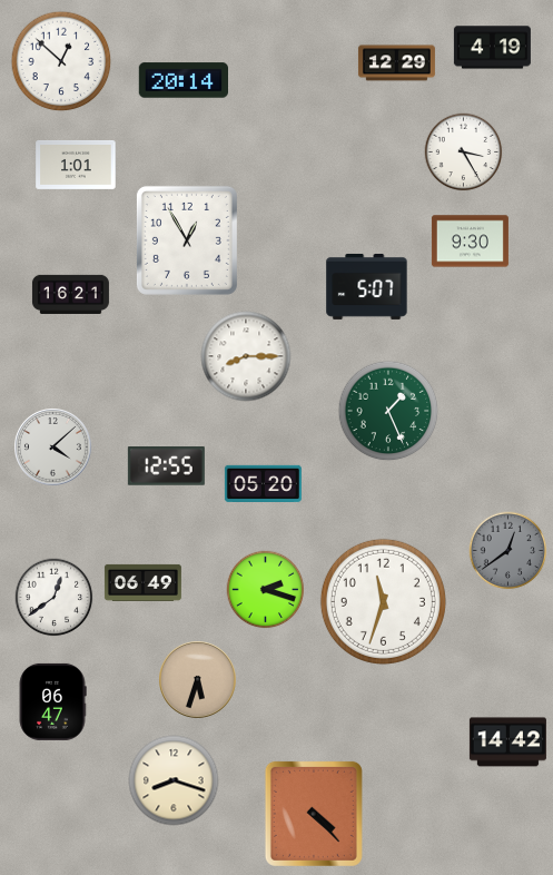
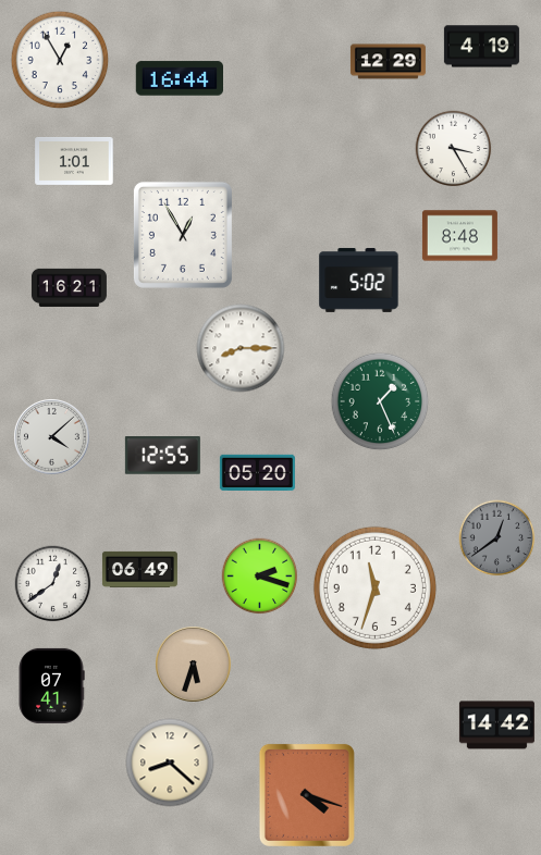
clock at (61, 61): 12:52 -> 12:55
clock at (182, 80): 20:14 -> 16:44
clock at (470, 242): 9:30 -> 8:48
clock at (367, 286): 5:07 -> 5:02
clock at (52, 701): 06:47 -> 07:41
clock at (174, 780): 8:18 -> 8:22
clock at (314, 814): 4:23 -> 4:18
